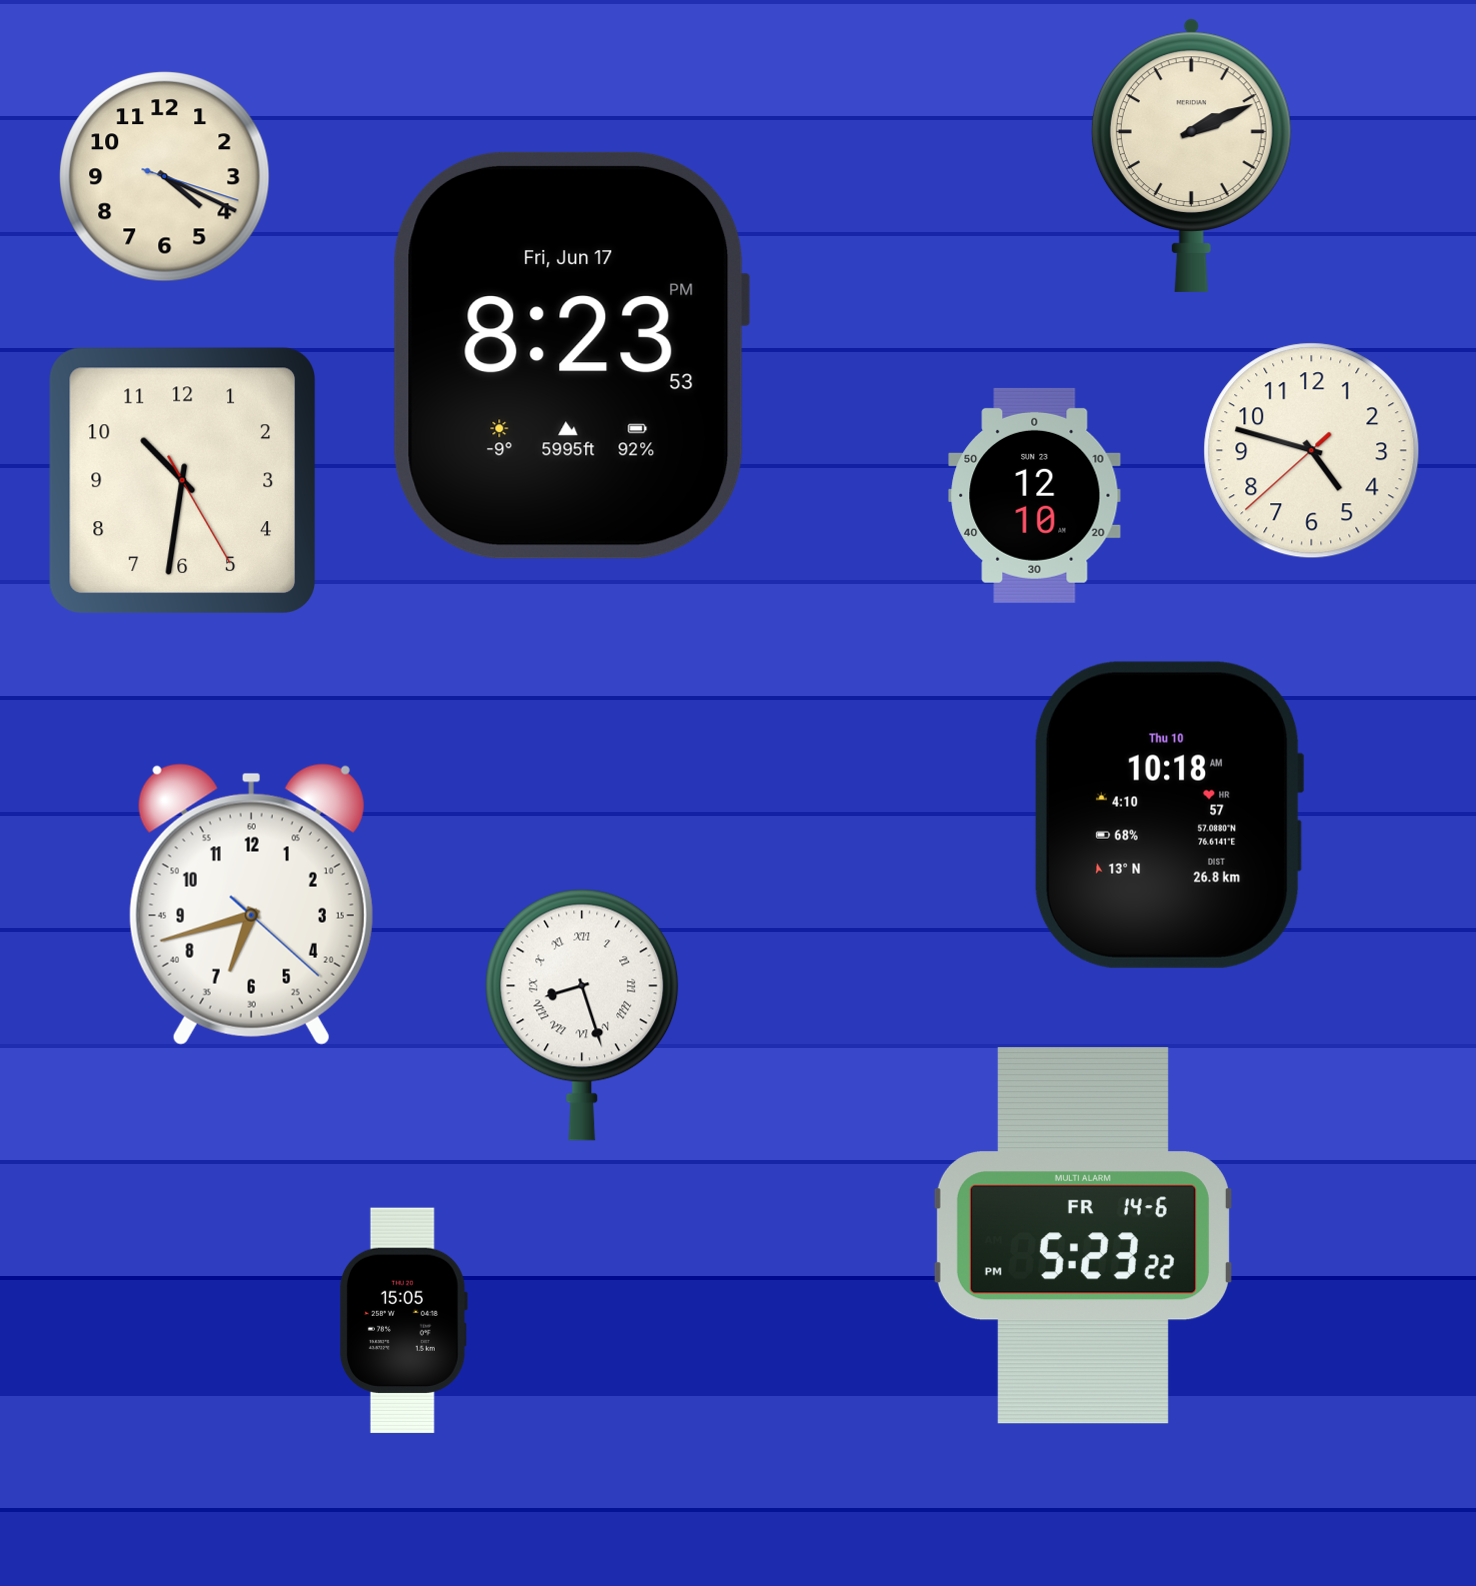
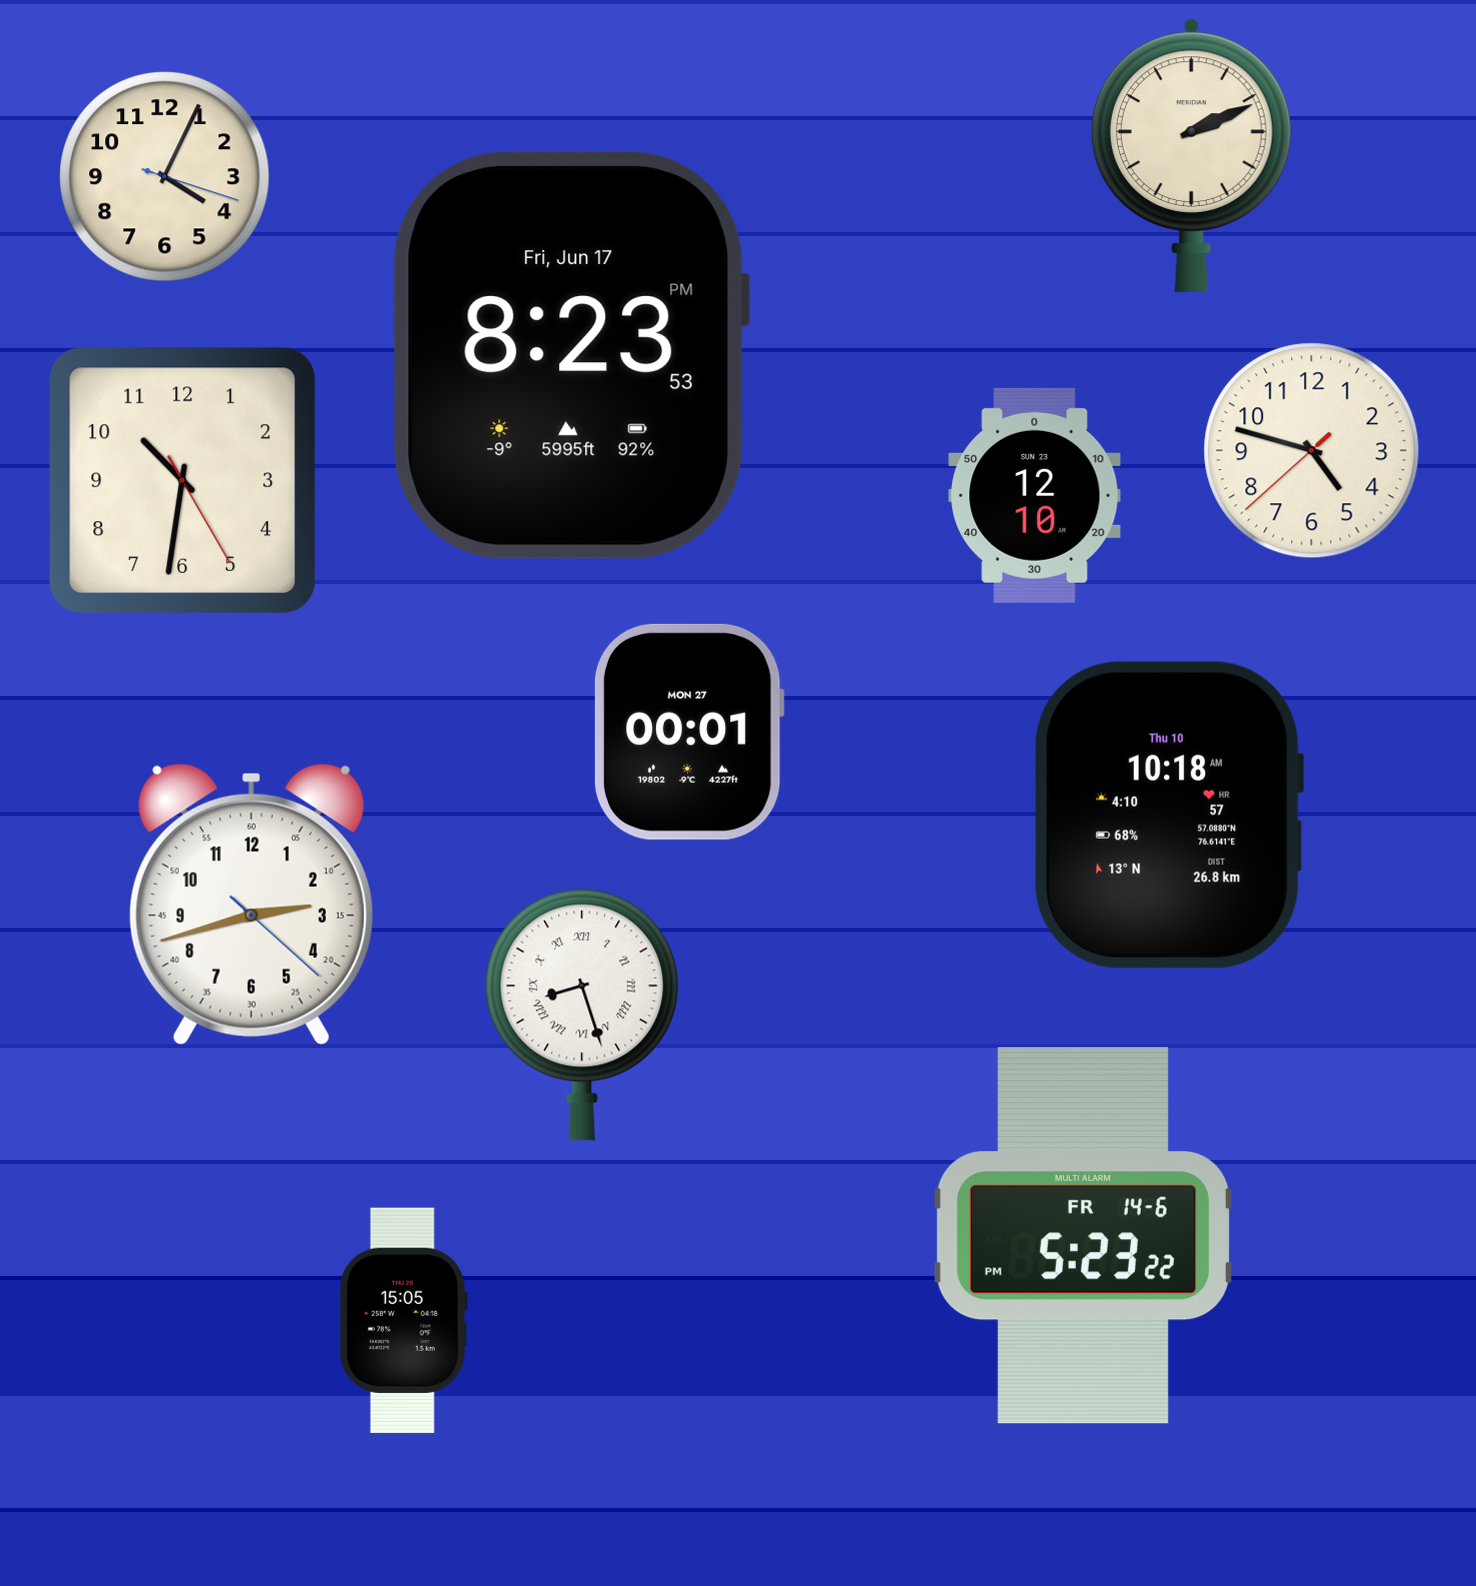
clock at (165, 177): 4:19 -> 4:04
clock at (689, 732): none -> 00:01
clock at (251, 904): 6:42 -> 2:42
